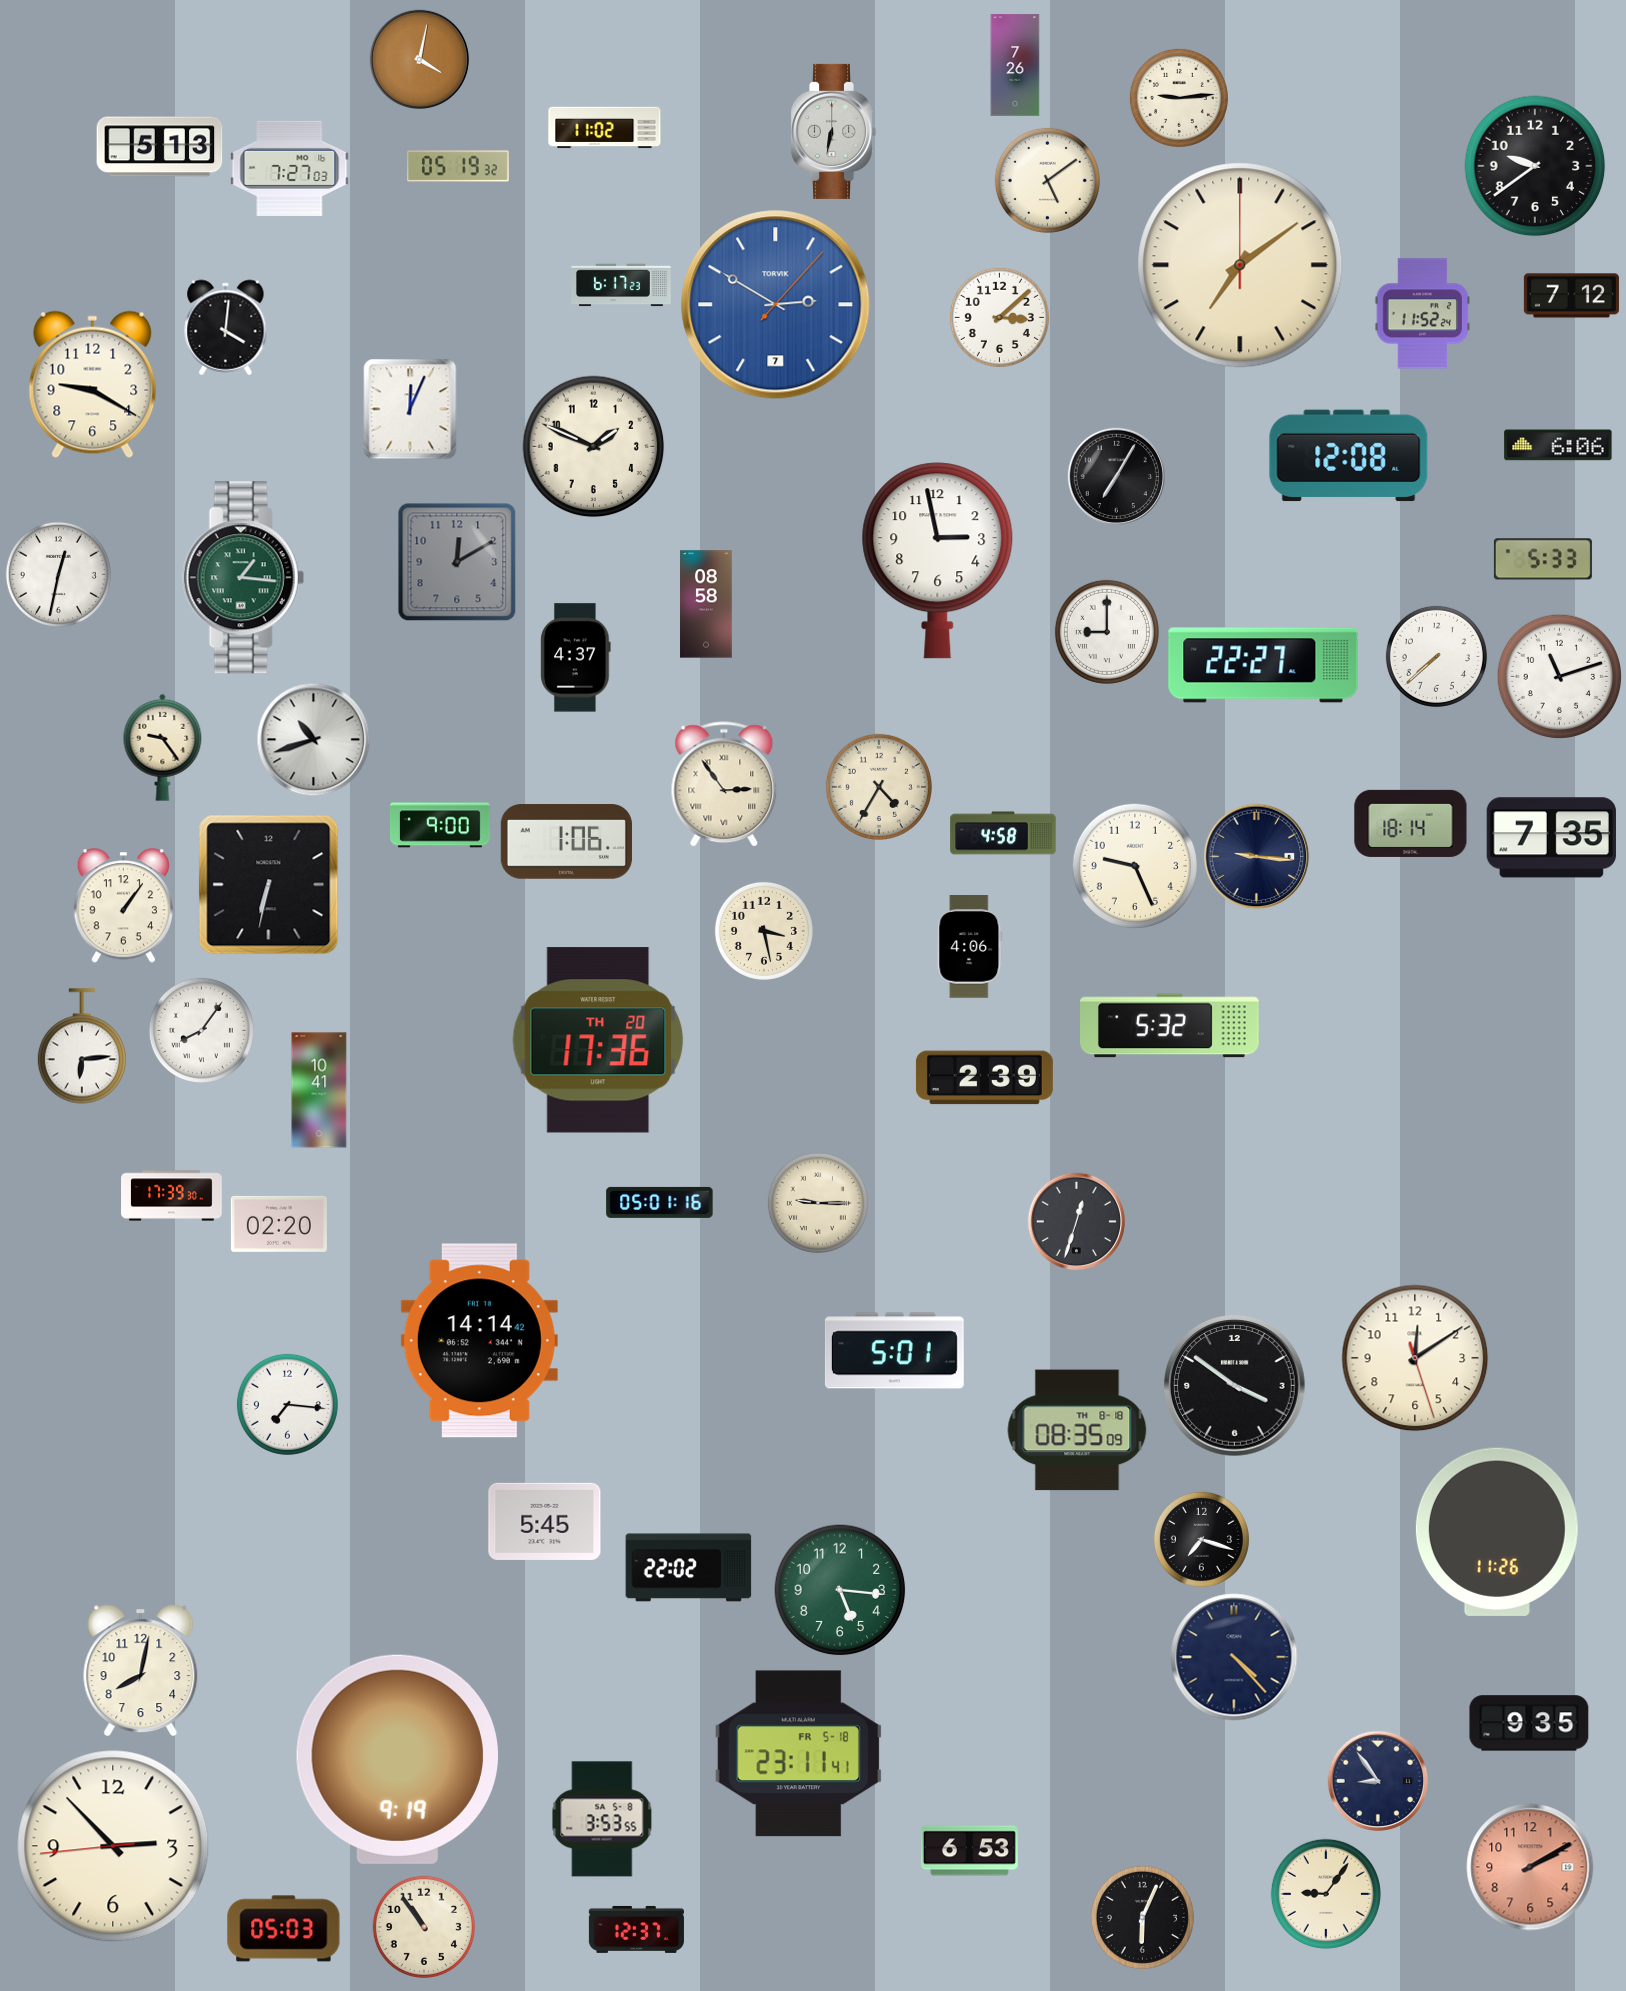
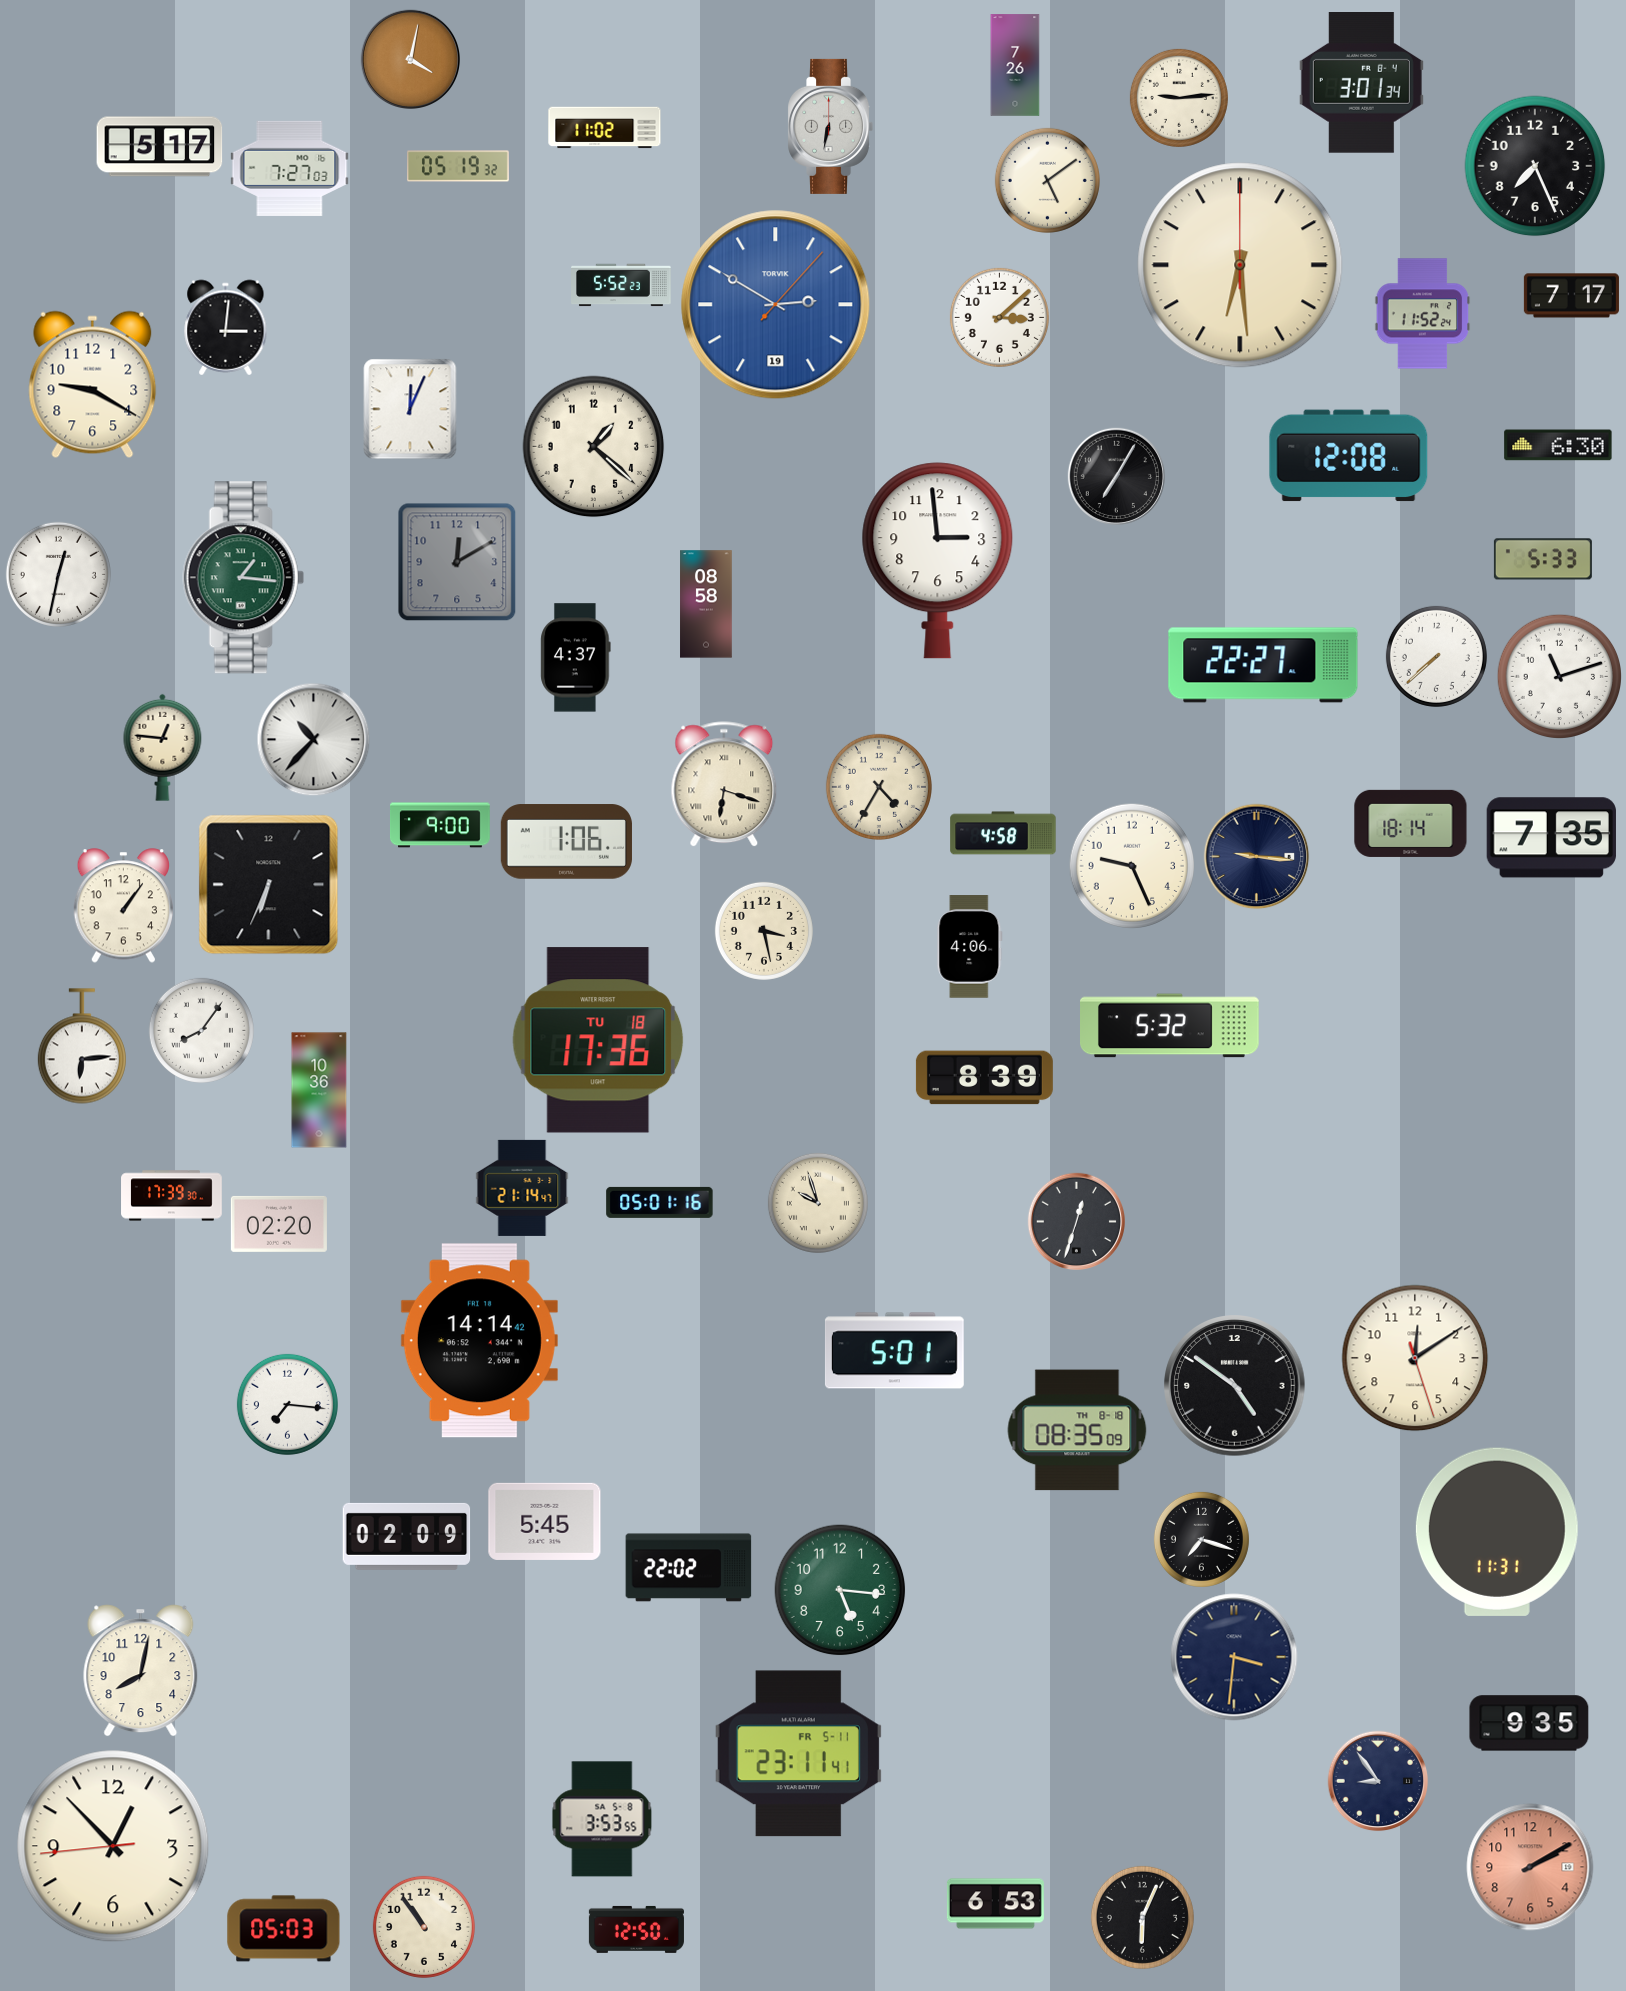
clock at (419, 59) position: (419, 59) -> (410, 59)
clock at (1361, 83): none -> 3:01
clock at (834, 131) position: (834, 131) -> (831, 126)
clock at (160, 147): 5:13 -> 5:17
clock at (1535, 166): 9:39 -> 7:26
clock at (1240, 265): 7:09 -> 6:29
clock at (622, 285): 6:17 -> 5:52
clock at (1571, 296): 7:12 -> 7:17
clock at (776, 305) date: 7 -> 19
clock at (226, 328): 4:01 -> 3:01
clock at (1558, 445): 6:06 -> 6:30
clock at (594, 447): 1:49 -> 1:22
clock at (938, 561): 2:58 -> 2:59
clock at (1107, 632): 9:00 -> none
clock at (314, 740): 10:42 -> 10:37
clock at (163, 747): 9:24 -> 12:46
clock at (724, 785): 2:54 -> 6:18
clock at (1134, 865) position: (1134, 865) -> (1131, 865)
clock at (269, 885): 6:32 -> 6:34
clock at (598, 1040) date: TH 20 -> TU 18
clock at (984, 1078): 2:39 -> 8:39
clock at (319, 1090): 10:41 -> 10:36
clock at (522, 1188): none -> 21:14
clock at (818, 1203): 9:15 -> 9:57
clock at (1235, 1386): 3:51 -> 4:51
clock at (1497, 1532): 11:26 -> 11:31
clock at (407, 1536): none -> 02:09
clock at (1234, 1657): 4:23 -> 3:31
clock at (798, 1754) date: FR 5-18 -> FR 5-11
clock at (397, 1759): 9:19 -> none
clock at (113, 1846): 2:52 -> 12:52
clock at (969, 1851) position: (969, 1851) -> (995, 1904)
clock at (1326, 1894): 9:06 -> none
clock at (636, 1929): 12:37 -> 12:50
